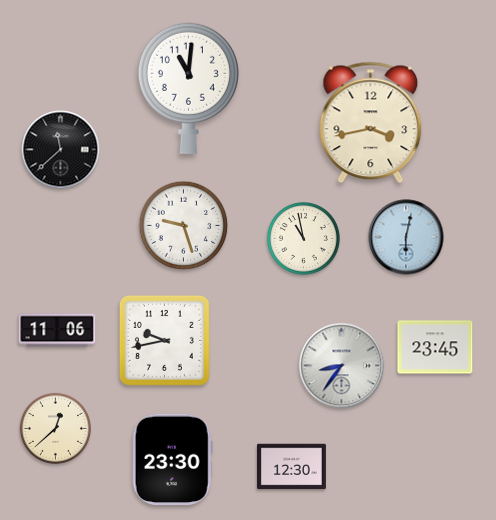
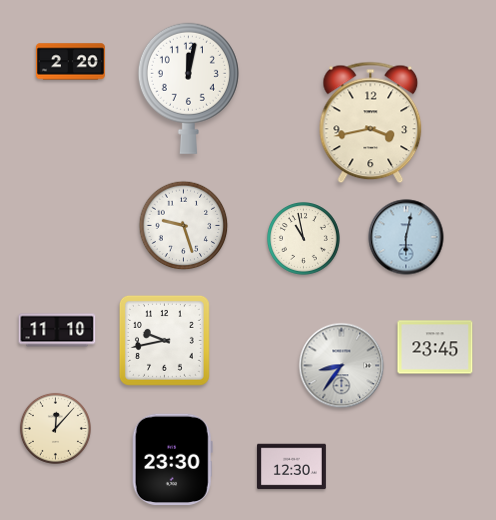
clock at (70, 62): none -> 2:20
clock at (188, 88): 11:01 -> 12:02
clock at (61, 150): 11:38 -> none
clock at (57, 330): 11:06 -> 11:10
clock at (55, 428): 12:38 -> 12:07
